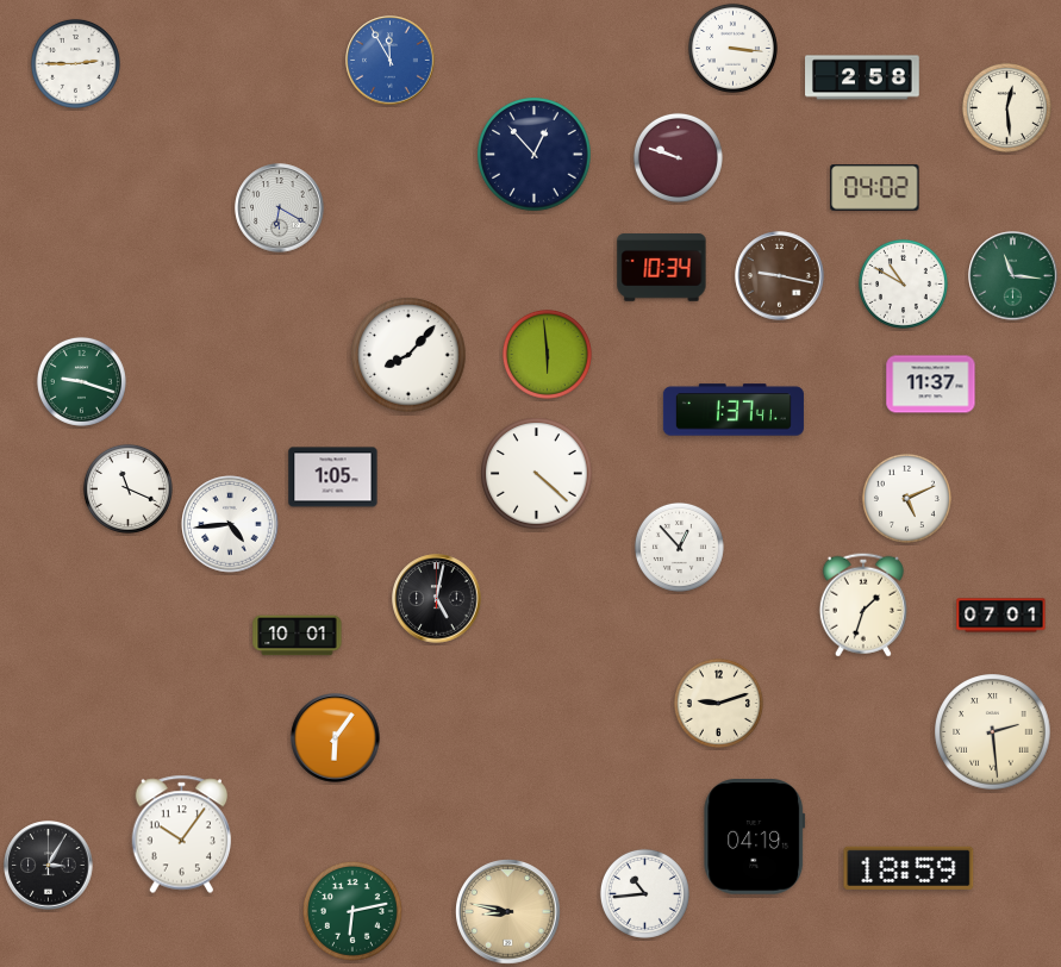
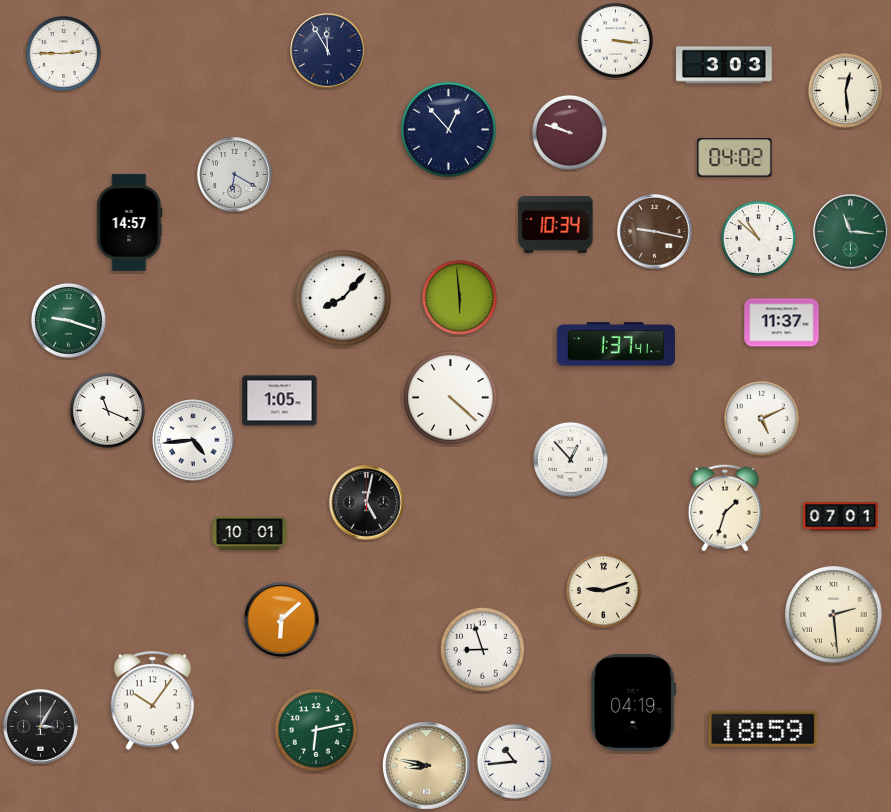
clock at (391, 61) dial: blue -> navy
clock at (862, 77): 2:58 -> 3:03
clock at (129, 223): none -> 14:57
clock at (903, 283): 10:50 -> 10:52
clock at (336, 738): 6:06 -> 6:08
clock at (482, 649): none -> 8:57
clock at (644, 893) position: (644, 893) -> (514, 761)
clock at (352, 911) position: (352, 911) -> (316, 730)
